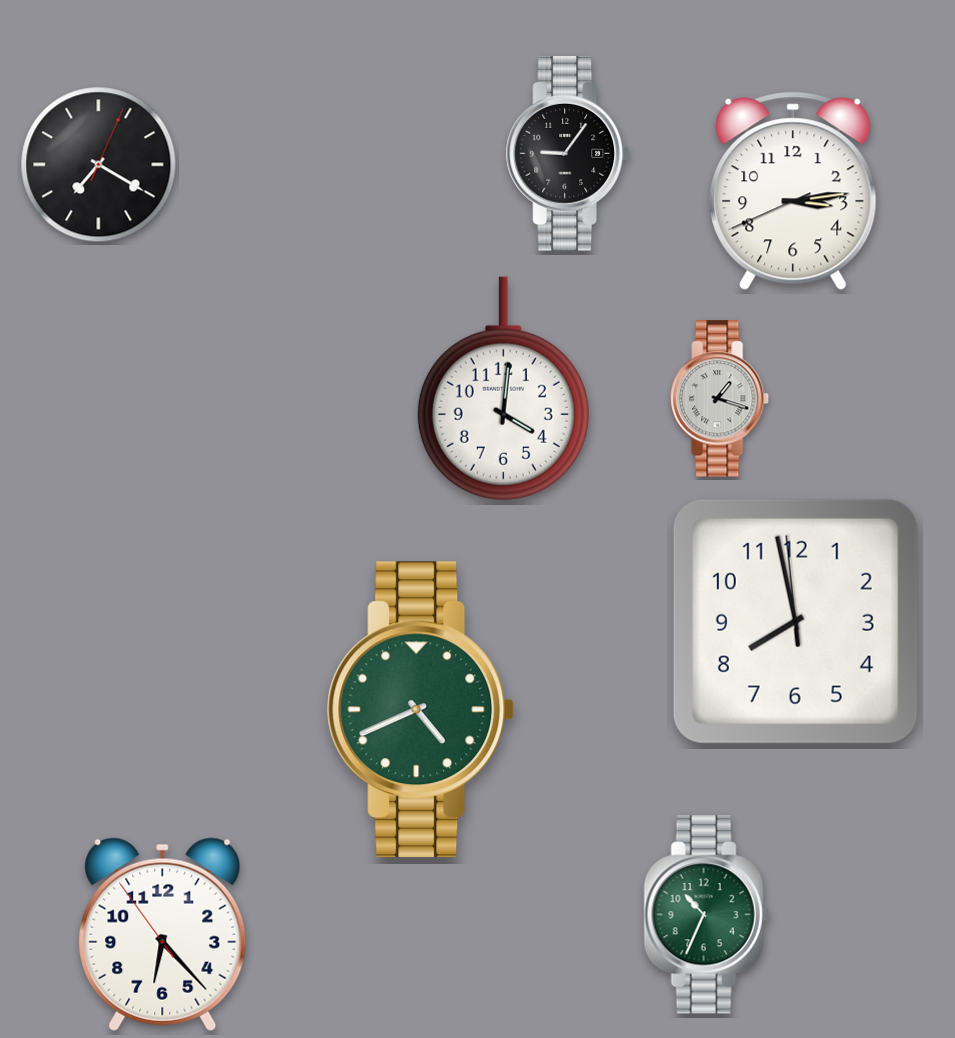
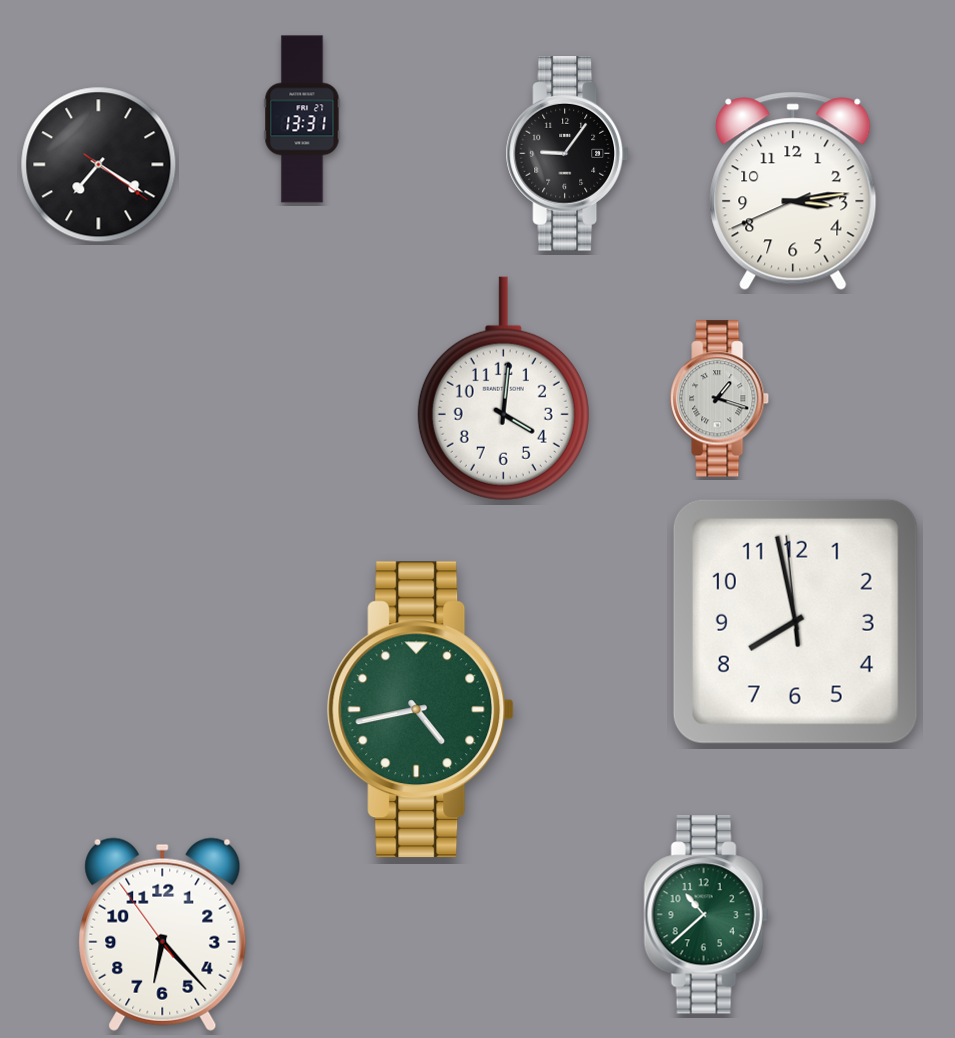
clock at (302, 119): none -> 13:31
clock at (99, 165): 7:20:04 -> 7:20:21
clock at (421, 710): 4:41 -> 4:43
clock at (706, 915): 10:34 -> 10:38
